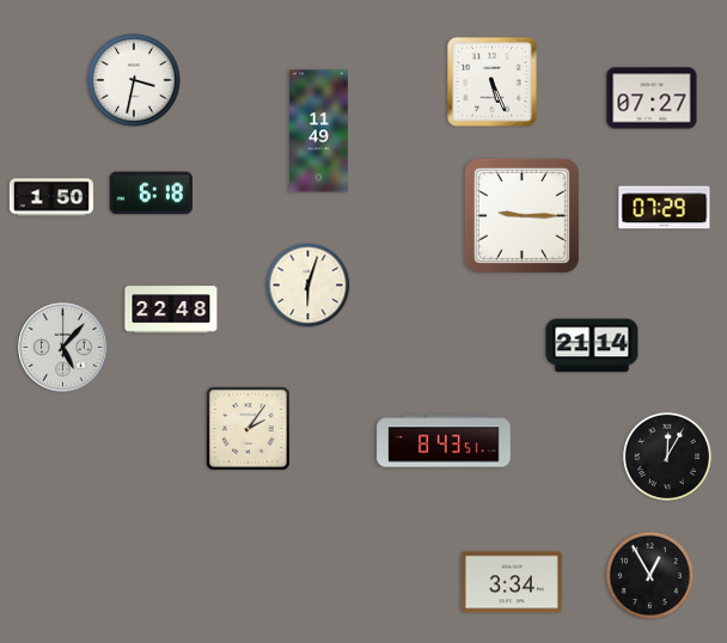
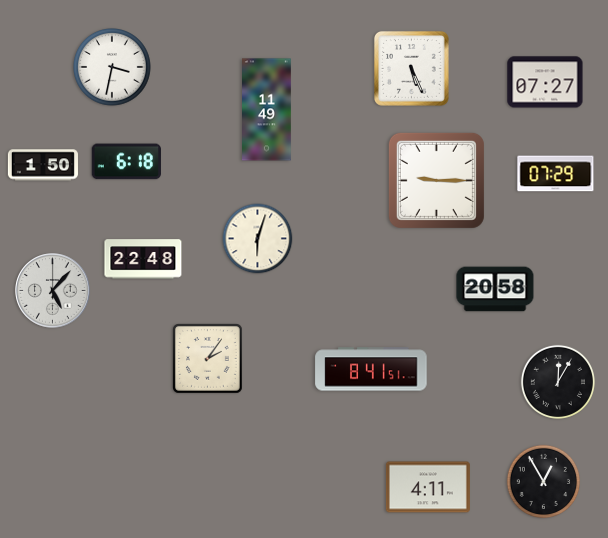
clock at (592, 345): 21:14 -> 20:58
clock at (444, 441): 8:43 -> 8:41
clock at (512, 582): 3:34 -> 4:11
